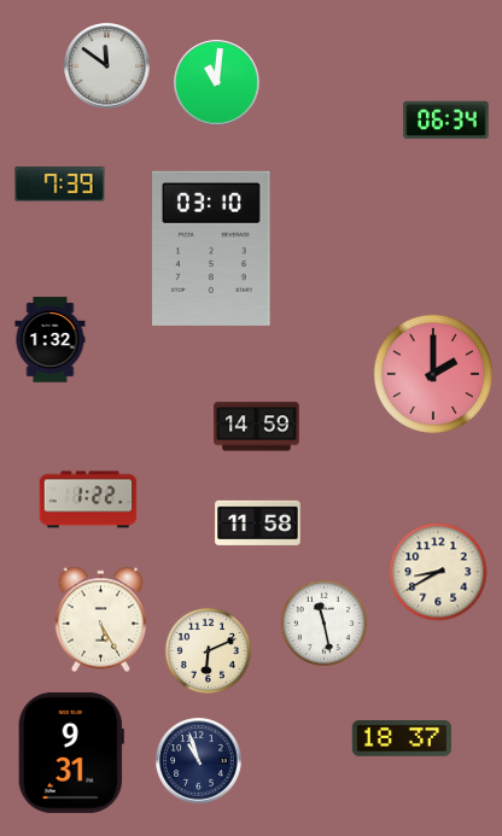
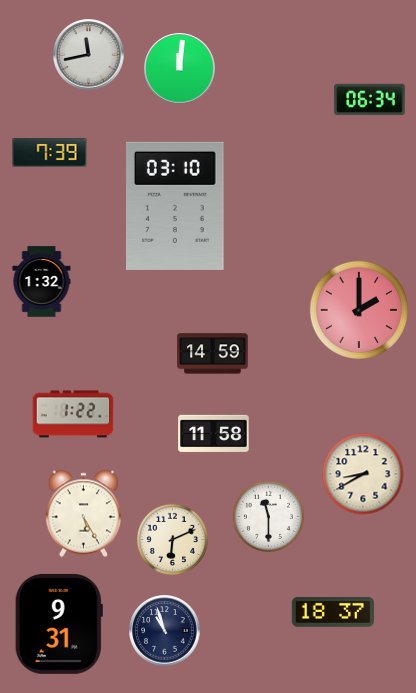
clock at (107, 66): 11:51 -> 11:43
clock at (217, 83): 11:01 -> 12:01
clock at (323, 622): 11:28 -> 11:30
